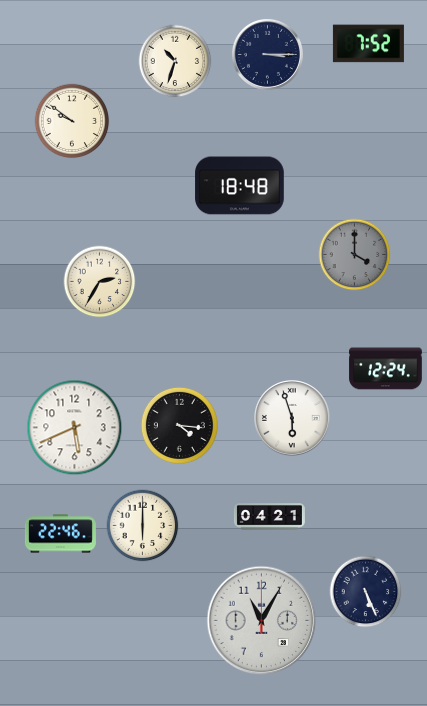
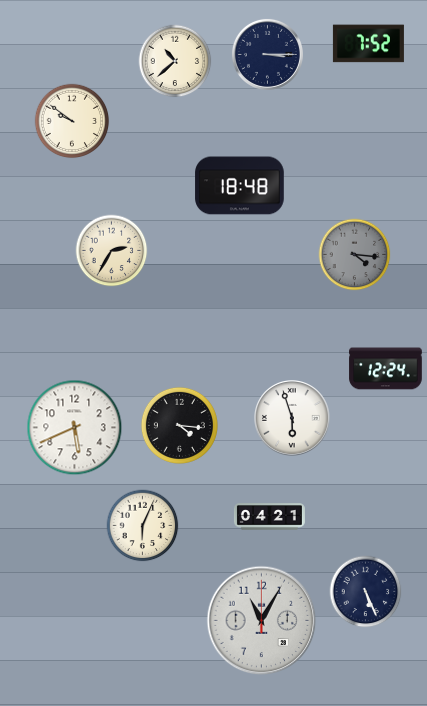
clock at (175, 61): 10:33 -> 10:38
clock at (355, 255): 4:00 -> 4:16
clock at (100, 282) position: (100, 282) -> (112, 251)
clock at (143, 526): 6:00 -> 6:04
clock at (60, 534): 22:46 -> none
